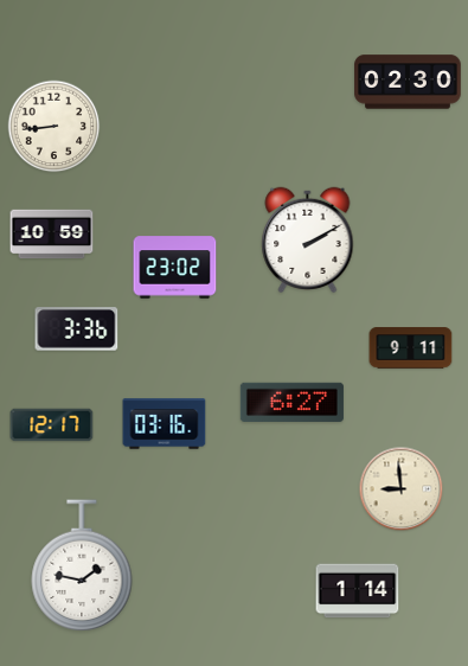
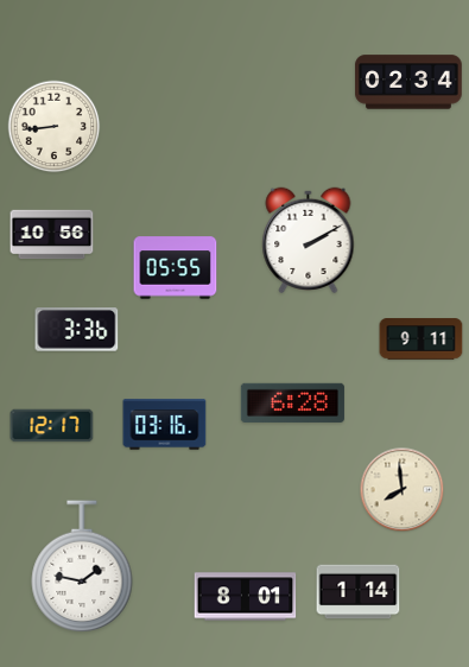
clock at (408, 82): 02:30 -> 02:34
clock at (52, 235): 10:59 -> 10:56
clock at (175, 268): 23:02 -> 05:55
clock at (411, 348) position: (411, 348) -> (422, 339)
clock at (291, 402): 6:27 -> 6:28
clock at (402, 489): 8:59 -> 7:59
clock at (246, 597): none -> 8:01
